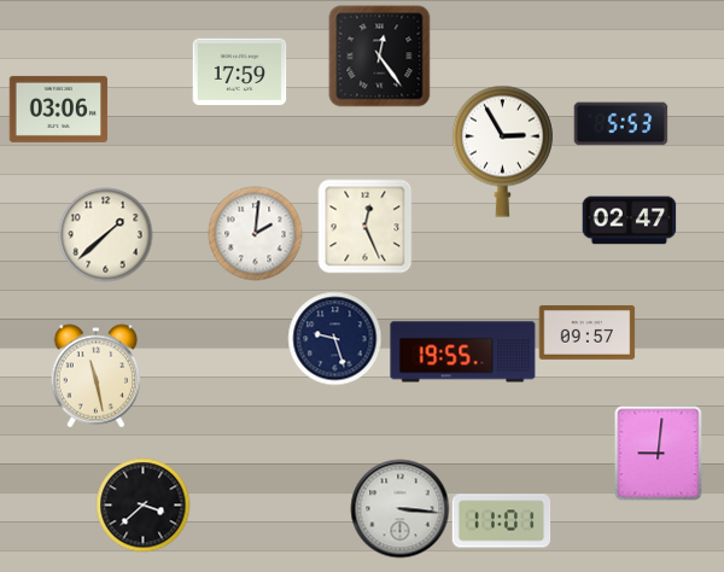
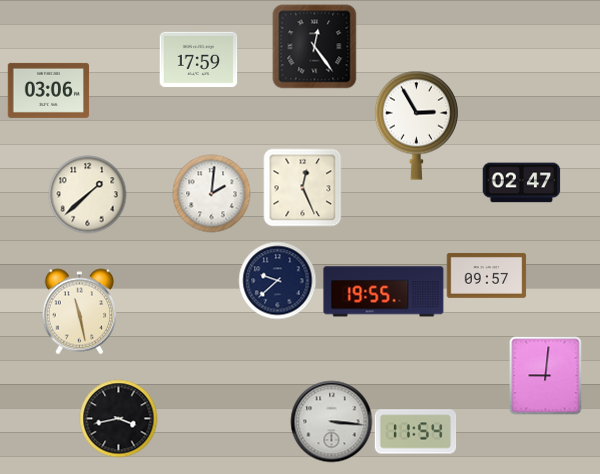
clock at (620, 124): 5:53 -> none
clock at (334, 338): 9:27 -> 9:38
clock at (142, 504): 3:38 -> 3:43
clock at (501, 521): 11:01 -> 11:54
